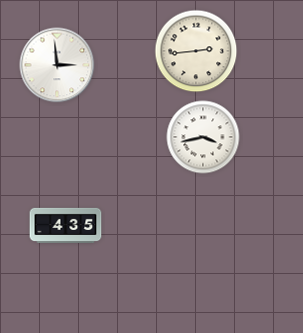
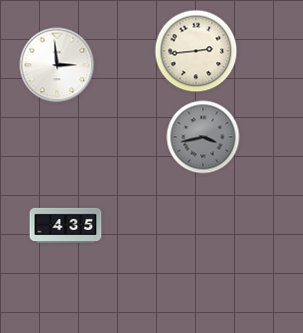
clock at (203, 137) dial: white -> grey
